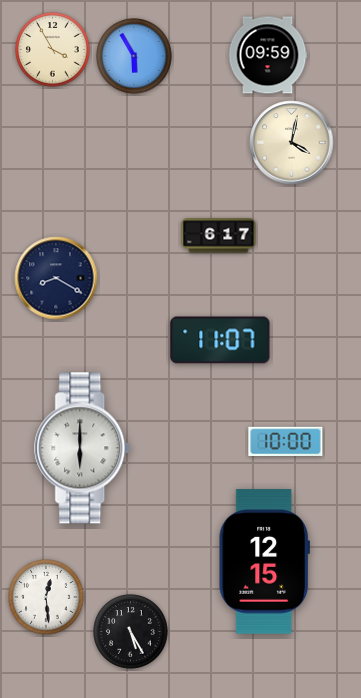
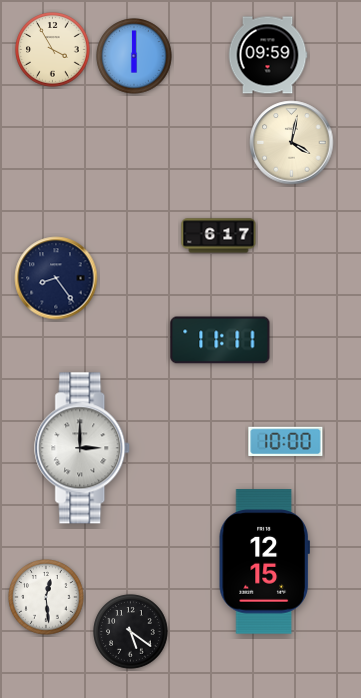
clock at (134, 56): 5:55 -> 6:00
clock at (56, 278): 8:20 -> 8:24
clock at (220, 340): 11:07 -> 11:11
clock at (83, 448): 6:00 -> 3:00
clock at (131, 632): 5:25 -> 5:21
